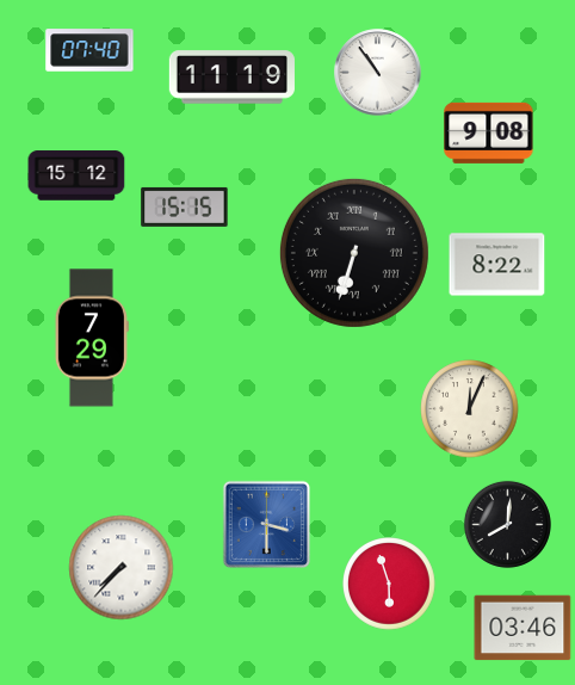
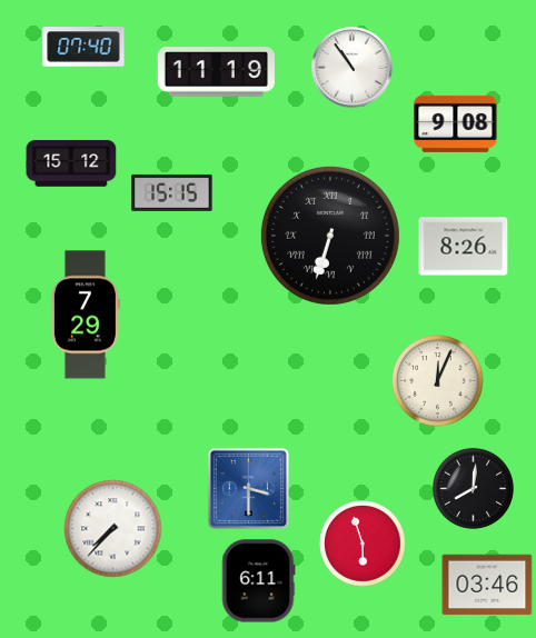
clock at (497, 265): 8:22 -> 8:26
clock at (258, 581): none -> 6:11
